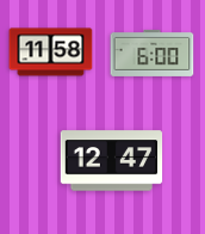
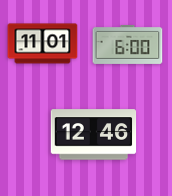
clock at (51, 53): 11:58 -> 11:01
clock at (112, 161): 12:47 -> 12:46
